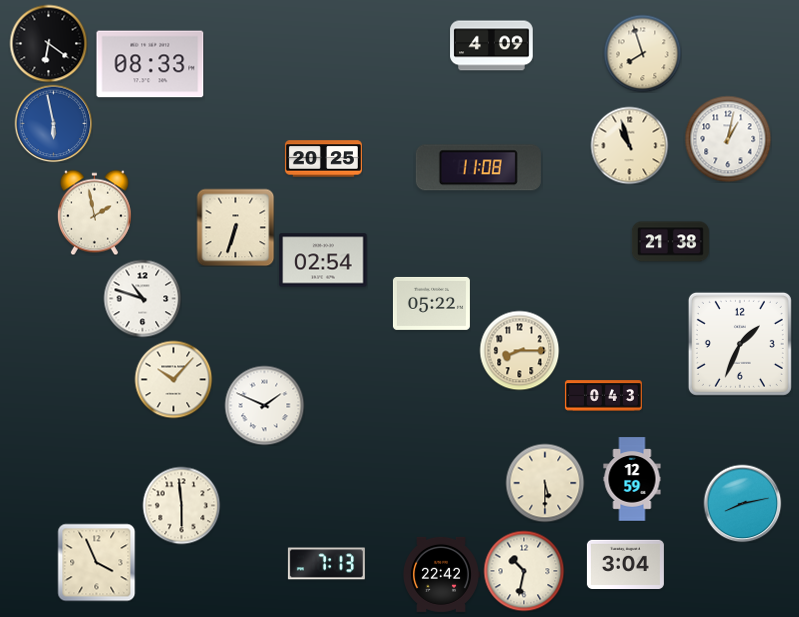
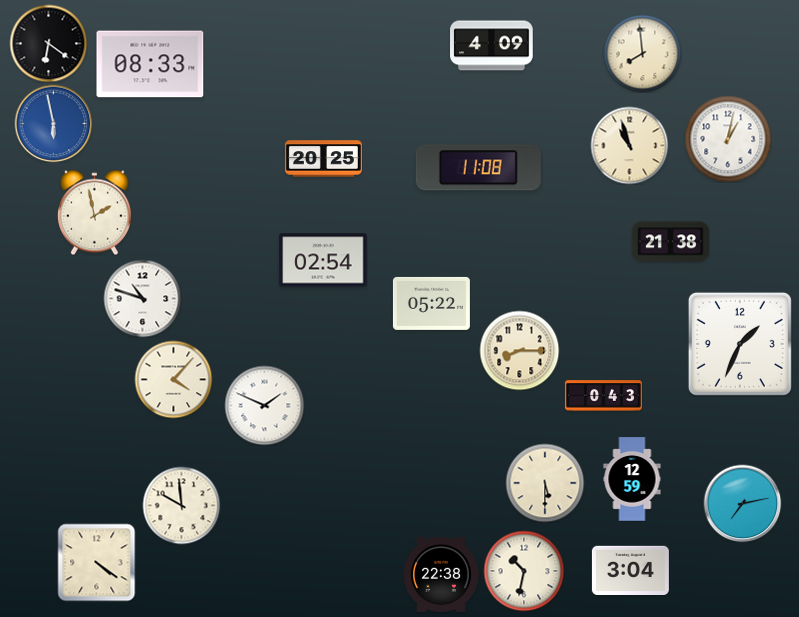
clock at (642, 53): 7:57 -> 7:59
clock at (235, 227): 6:33 -> none
clock at (173, 379): 10:07 -> 4:07
clock at (742, 503): 8:13 -> 7:13
clock at (181, 505): 5:59 -> 9:59
clock at (96, 562): 3:56 -> 4:21
clock at (326, 564): 7:13 -> none
clock at (625, 564) position: (625, 564) -> (630, 570)
clock at (442, 574): 22:42 -> 22:38
